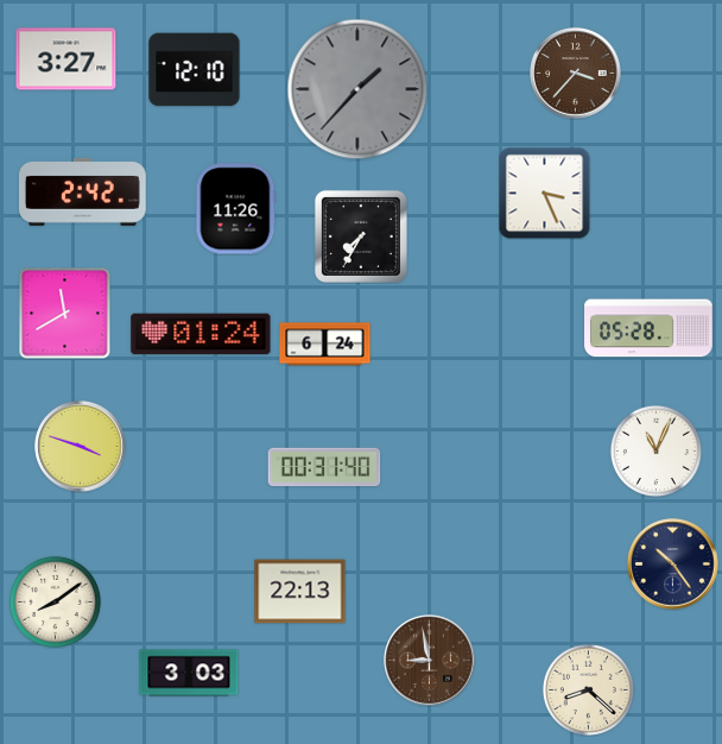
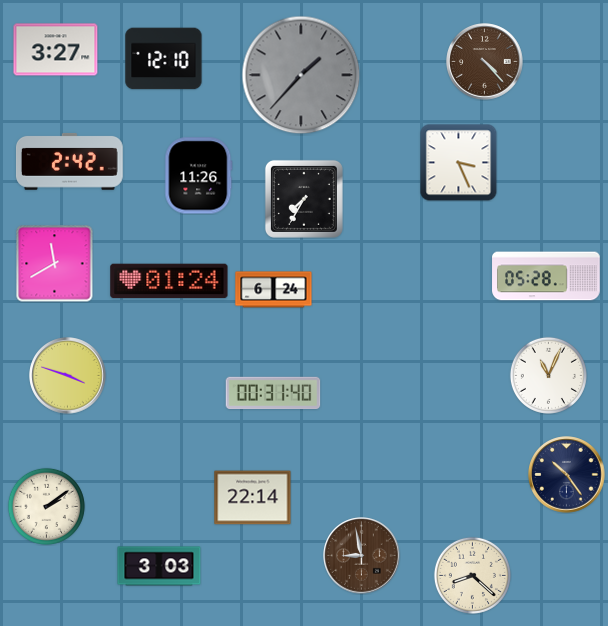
clock at (576, 74): 3:37 -> 4:23
clock at (655, 450) position: (655, 450) -> (548, 375)
clock at (300, 592): 22:13 -> 22:14
clock at (55, 601): 8:09 -> 2:09
clock at (588, 689) position: (588, 689) -> (472, 575)
